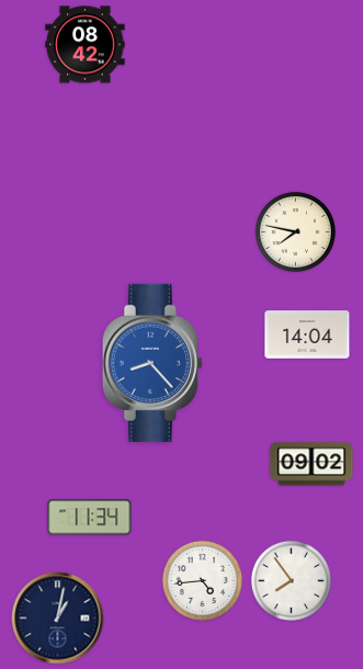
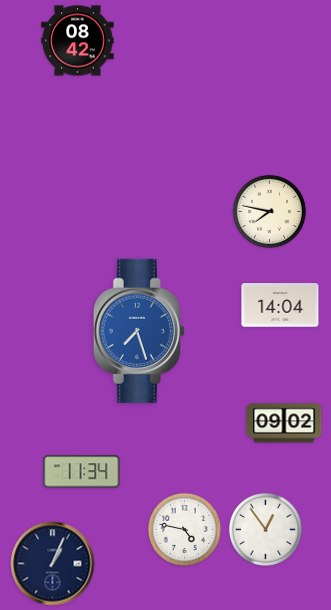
clock at (152, 363): 8:23 -> 7:27
clock at (202, 580): 4:44 -> 4:47
clock at (291, 580): 7:54 -> 12:54
clock at (58, 619): 1:02 -> 1:04
